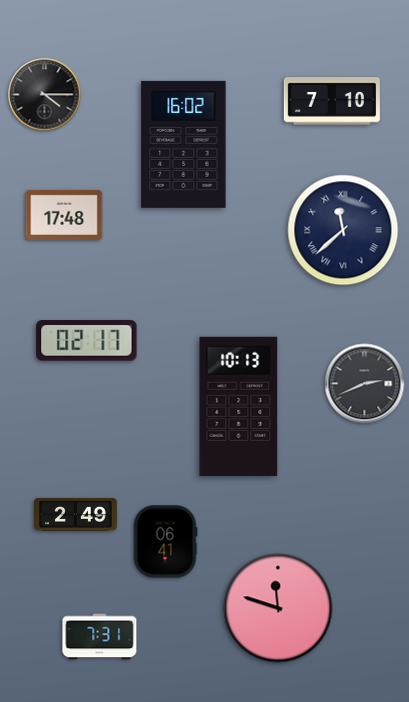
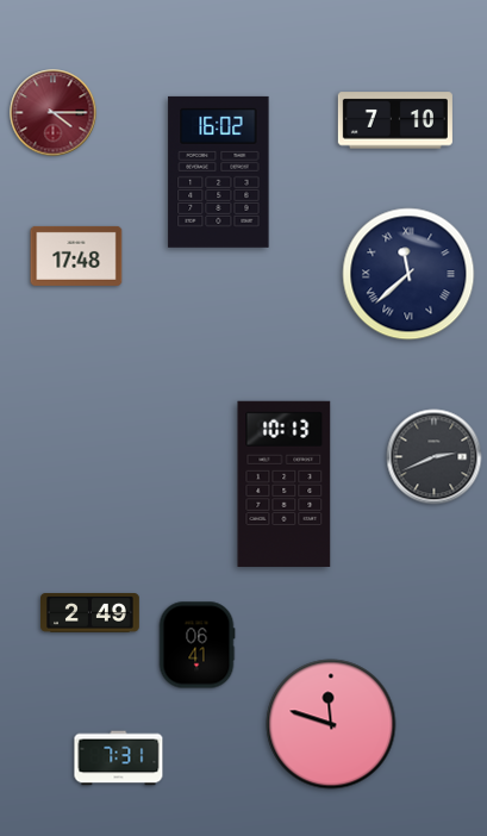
clock at (45, 95) dial: black -> burgundy
clock at (87, 341): 02:17 -> none
